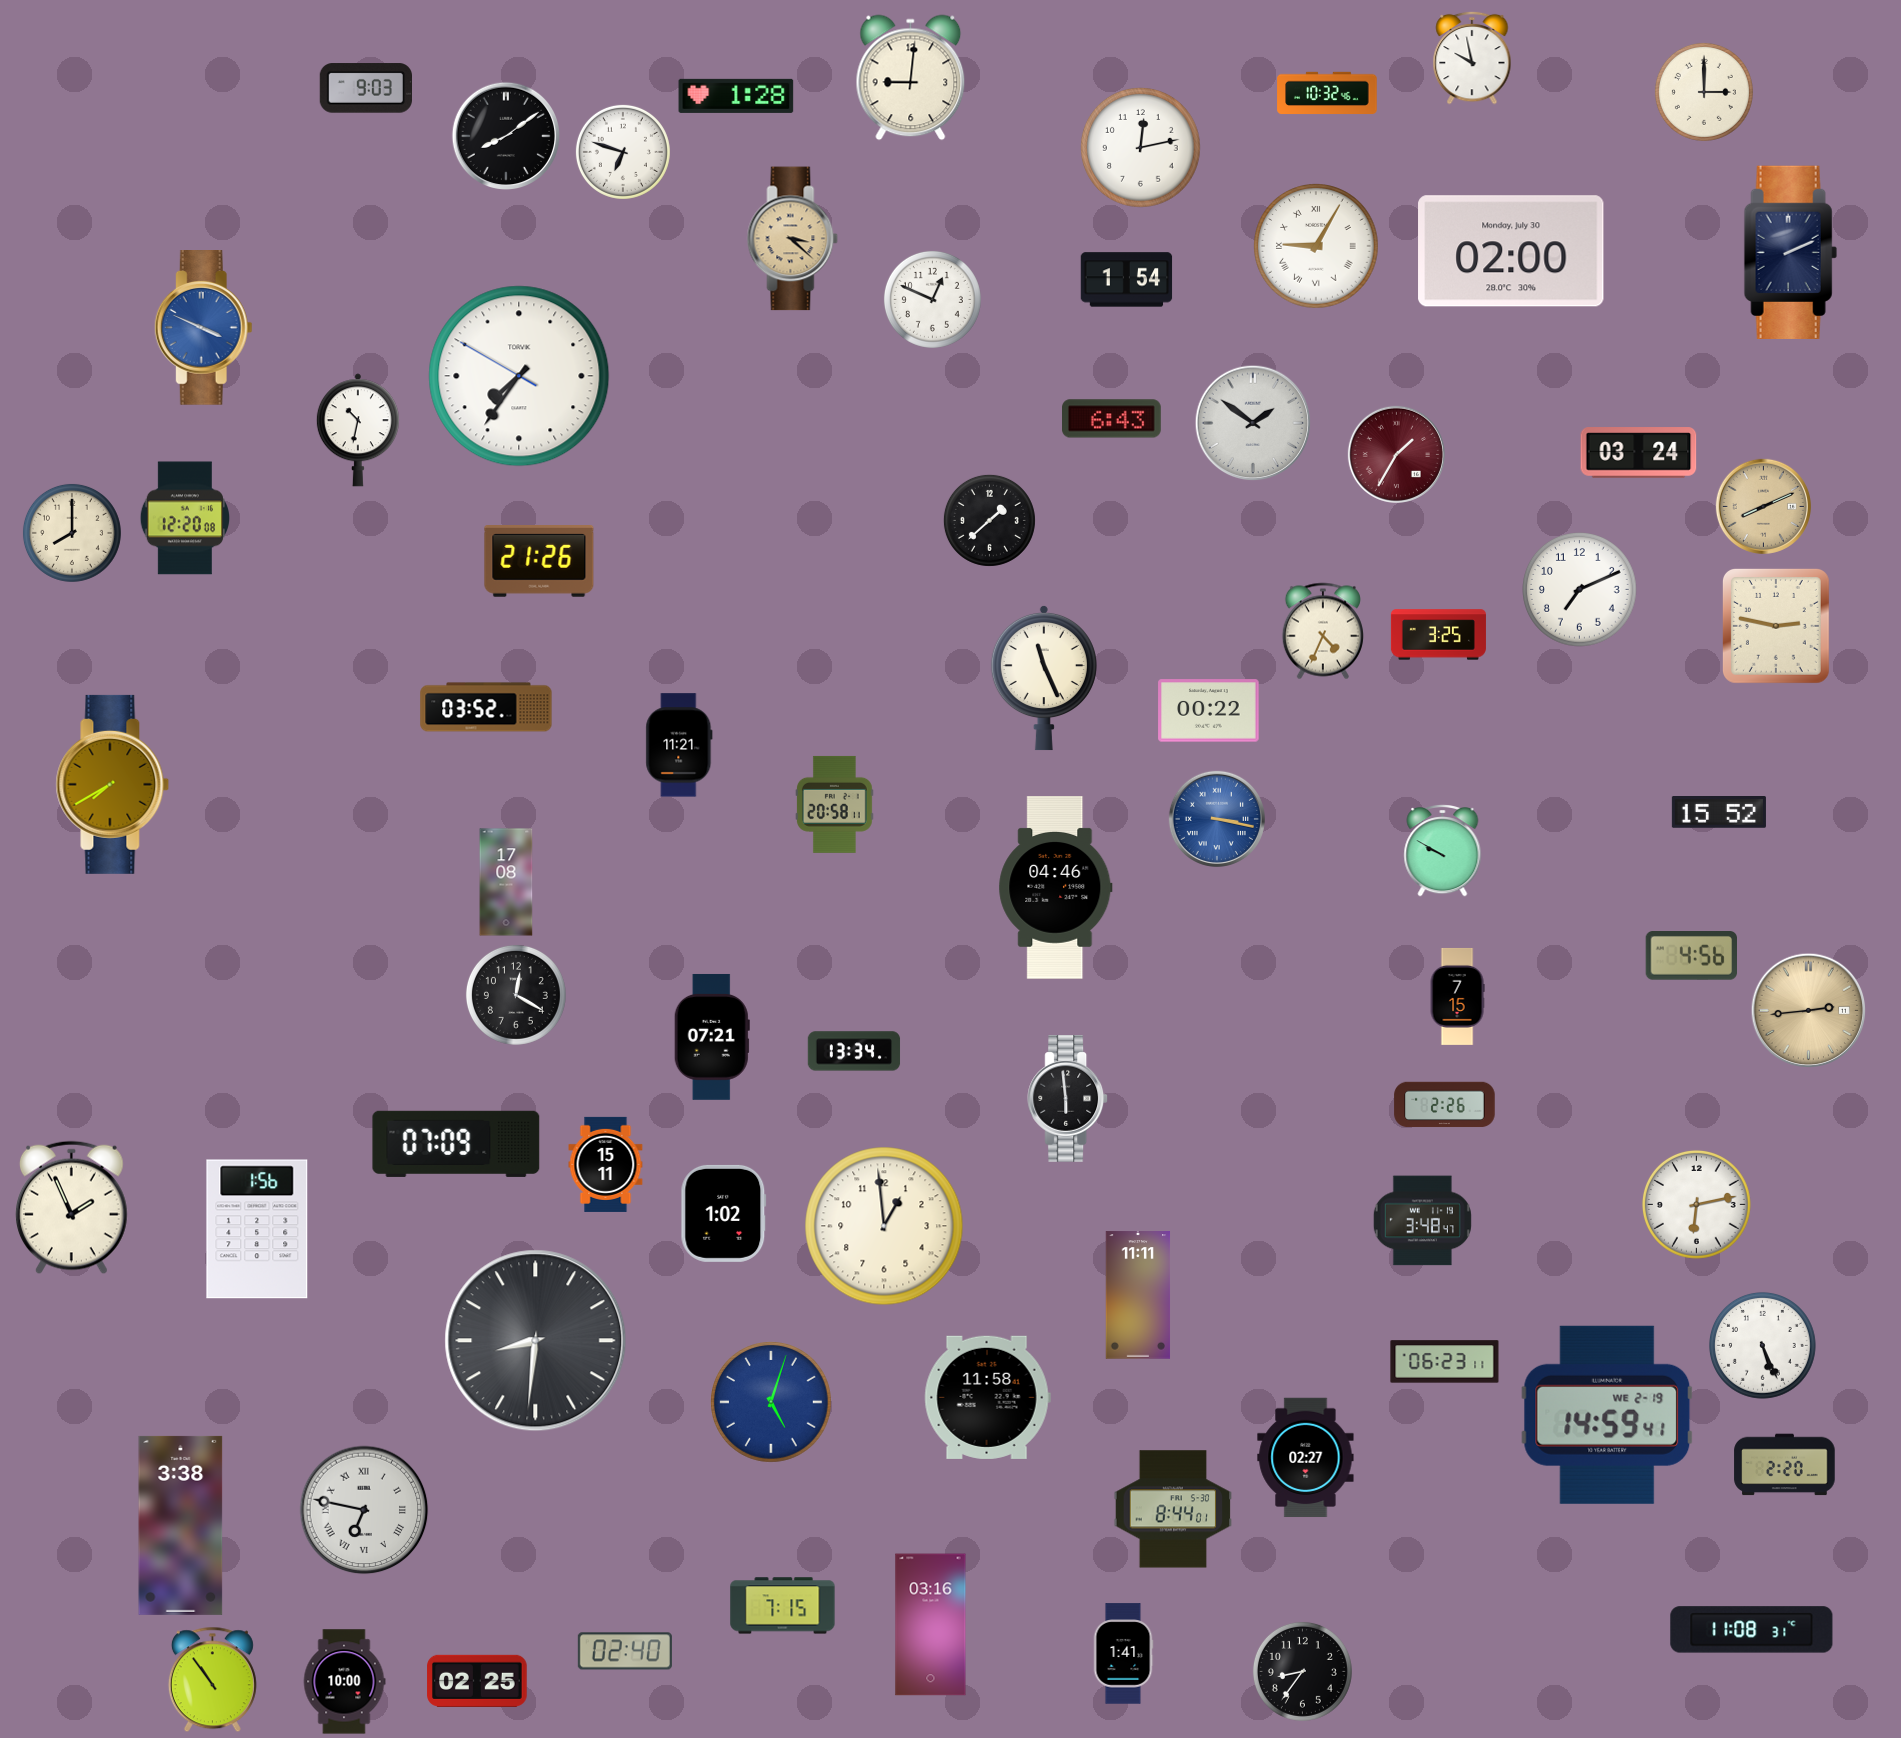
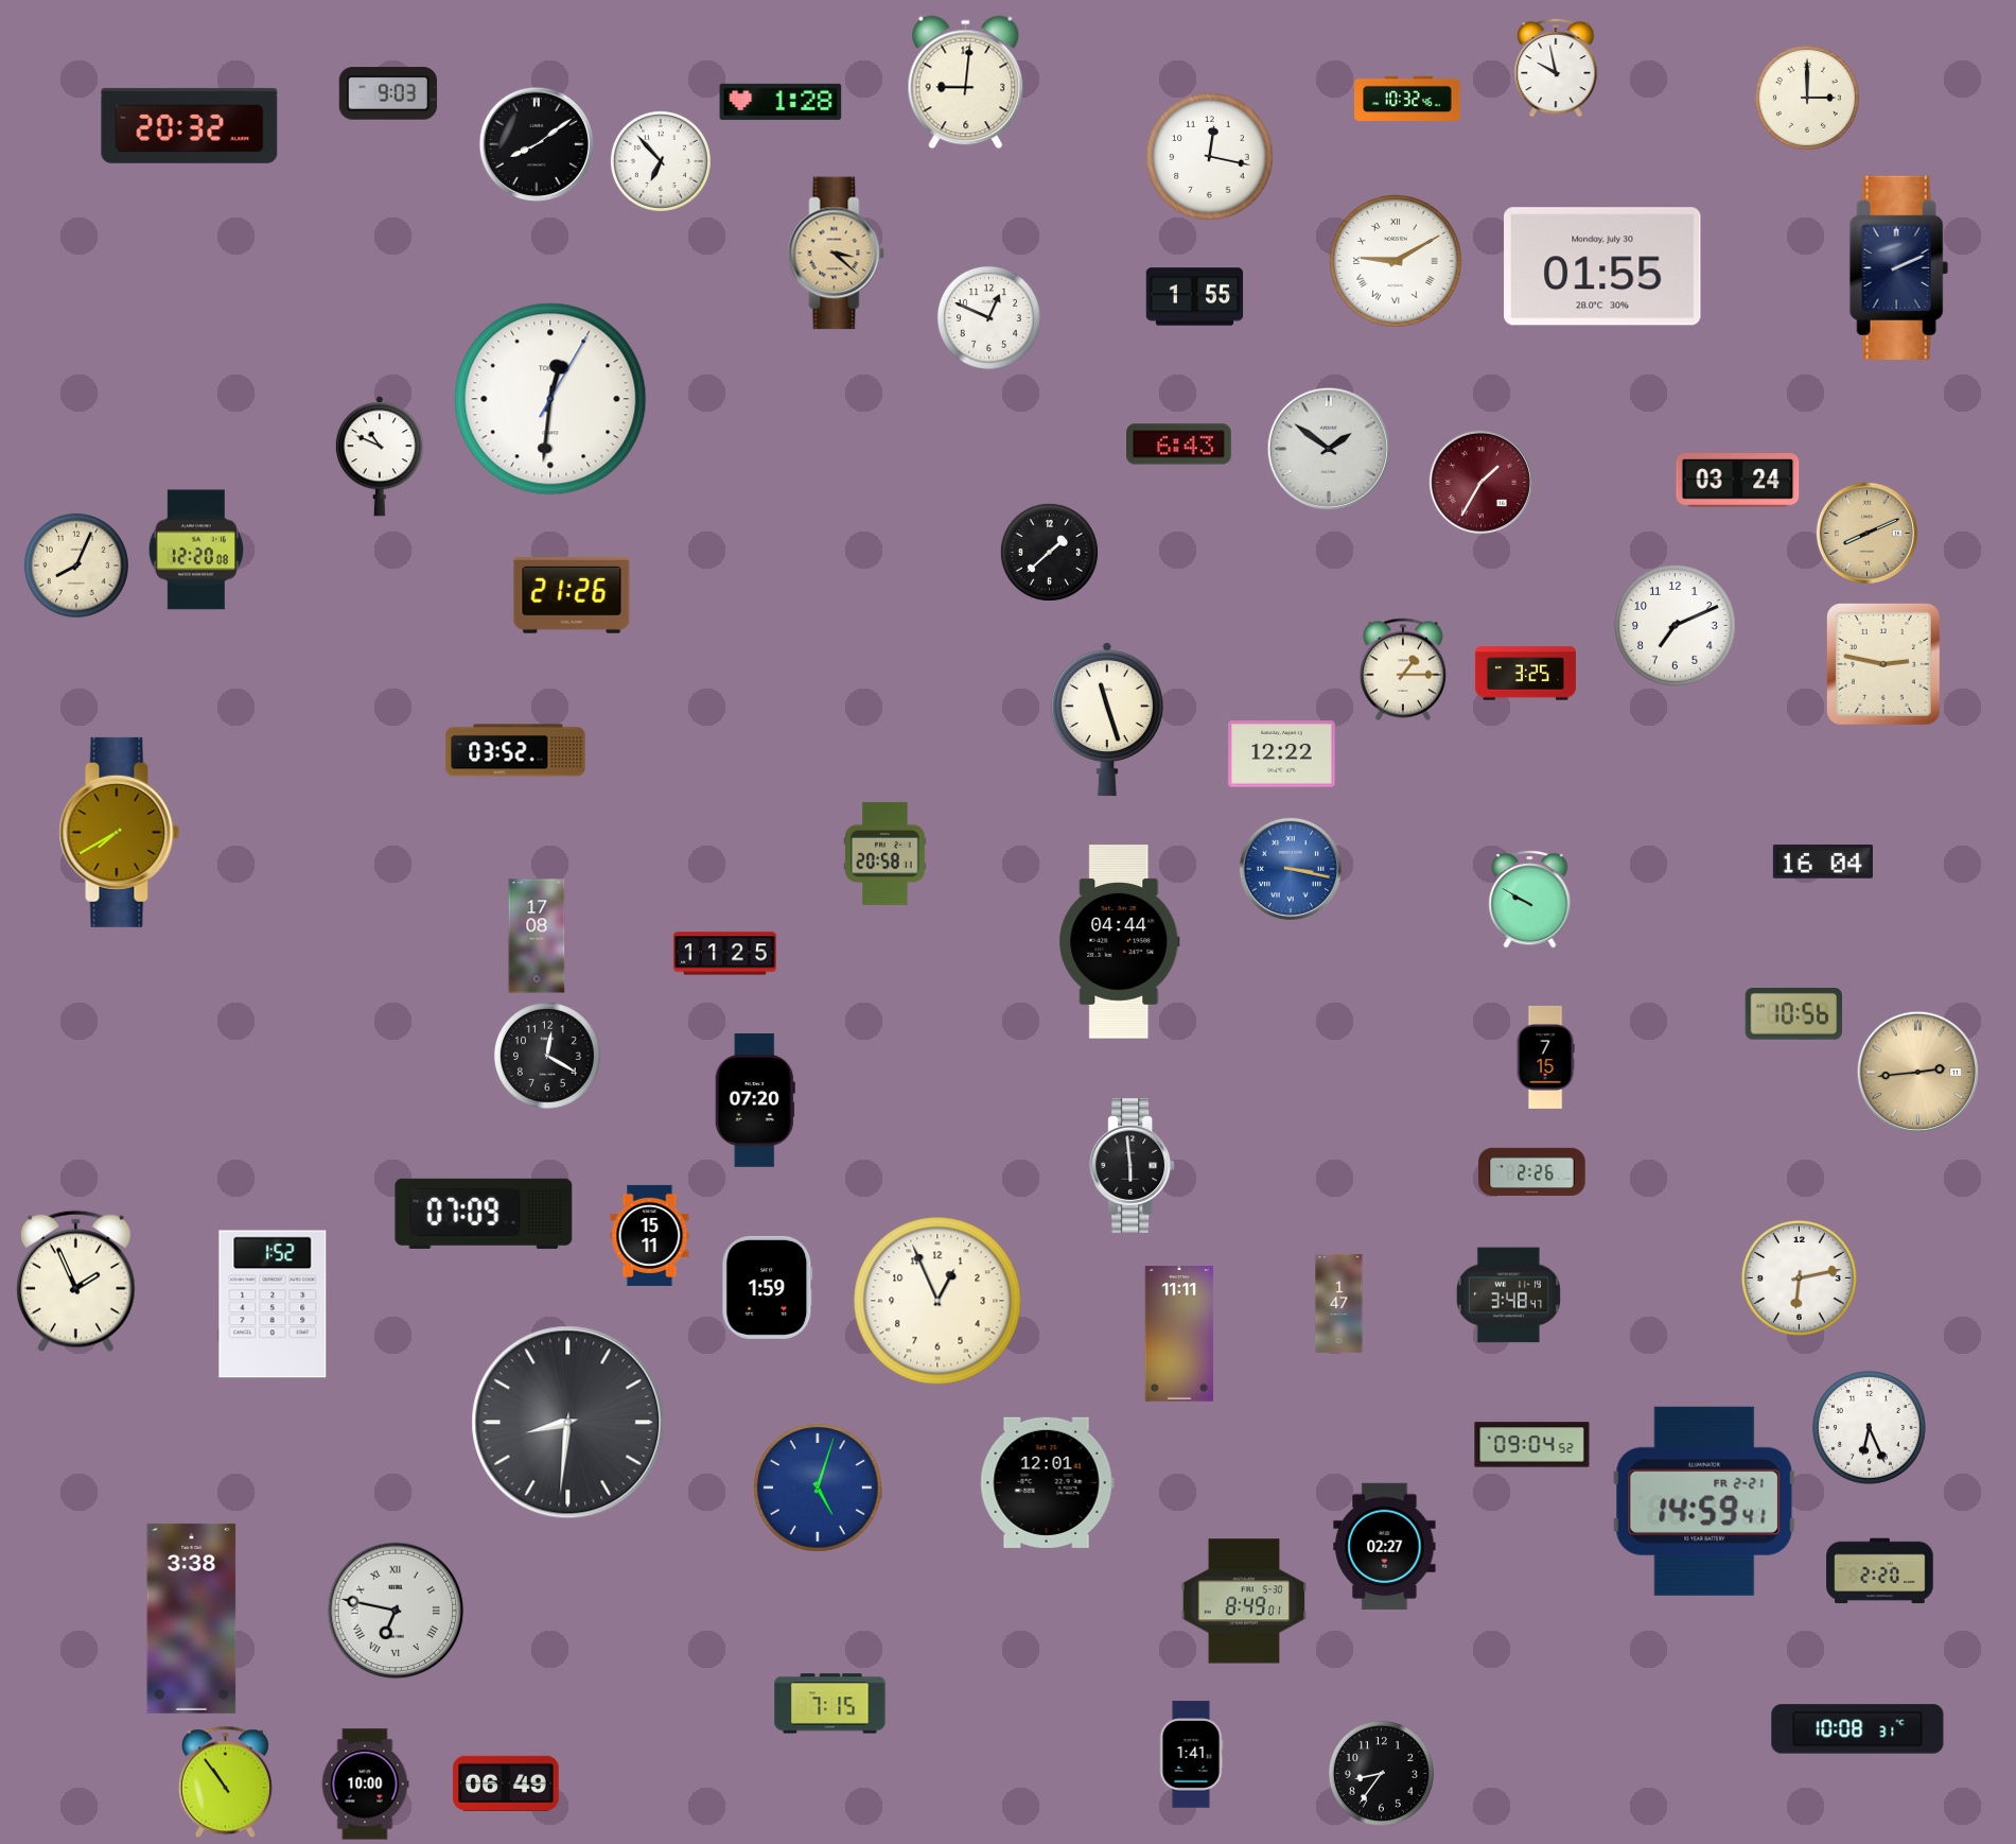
clock at (1472, 58) position: (1472, 58) -> (1556, 68)
clock at (190, 125): none -> 20:32
clock at (1141, 148): 12:13 -> 12:17
clock at (623, 152): 6:48 -> 6:53
clock at (793, 239) position: (793, 239) -> (837, 254)
clock at (1316, 246): 9:05 -> 9:10
clock at (1511, 251): 02:00 -> 01:55
clock at (1127, 280): 1:54 -> 1:55
clock at (203, 328): 3:49 -> none
clock at (519, 376): 7:35 -> 12:31
clock at (358, 430): 10:32 -> 10:49
clock at (1763, 506) position: (1763, 506) -> (1866, 533)
clock at (72, 533): 8:00 -> 8:04
clock at (1323, 631): 4:34 -> 1:15
clock at (1044, 678): 11:26 -> 11:27
clock at (1209, 711): 00:22 -> 12:22
clock at (679, 745): 11:21 -> none
clock at (1719, 812): 15:52 -> 16:04
clock at (1443, 851) position: (1443, 851) -> (1530, 900)
clock at (1056, 888): 04:46 -> 04:44
clock at (724, 954): none -> 11:25
clock at (1691, 956): 4:56 -> 10:56
clock at (712, 1037): 07:21 -> 07:20
clock at (854, 1051): 13:34 -> none
clock at (606, 1164) position: (606, 1164) -> (650, 1235)
clock at (724, 1213): 1:02 -> 1:59
clock at (884, 1226): 12:59 -> 12:56
clock at (257, 1229): 1:56 -> 1:52
clock at (1339, 1304): none -> 1:47
clock at (1138, 1295) position: (1138, 1295) -> (1179, 1334)
clock at (1762, 1345): 5:26 -> 6:26
clock at (1445, 1362): 06:23 -> 09:04
clock at (987, 1397): 11:58 -> 12:01
clock at (1607, 1415) date: WE 2-19 -> FR 2-21
clock at (1785, 1465) position: (1785, 1465) -> (1880, 1571)
clock at (1173, 1509): 8:44 -> 8:49
clock at (364, 1510) position: (364, 1510) -> (396, 1611)
clock at (931, 1625): 03:16 -> none
clock at (1752, 1630): 11:08 -> 10:08
clock at (625, 1651): 02:40 -> none
clock at (477, 1681): 02:25 -> 06:49
